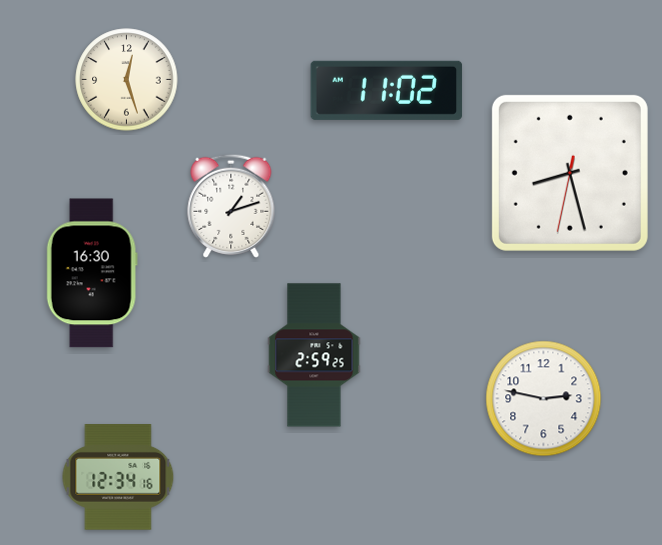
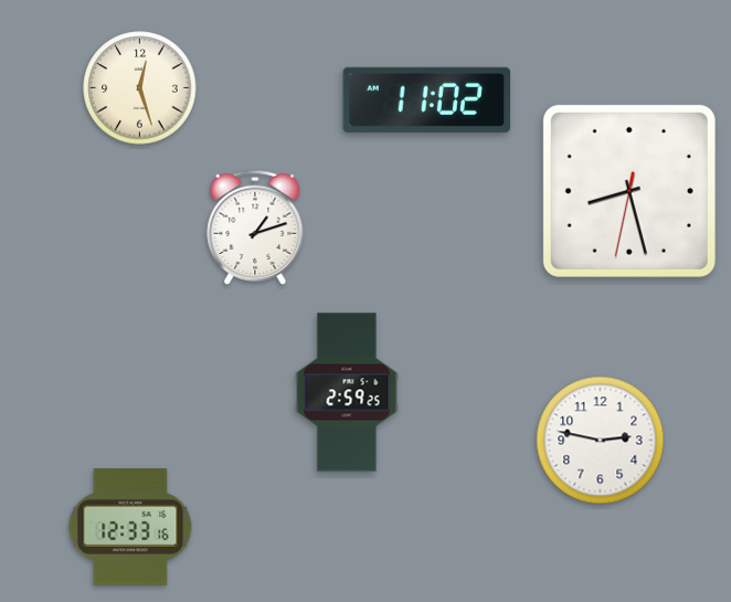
clock at (92, 273): 16:30 -> none
clock at (118, 477): 12:34 -> 12:33
